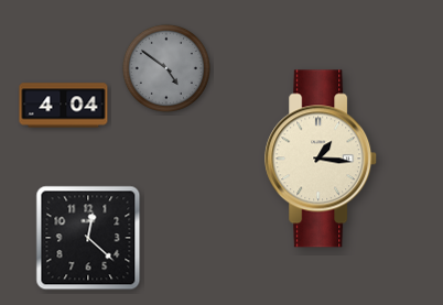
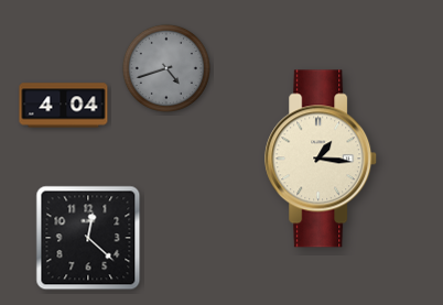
clock at (166, 68): 4:51 -> 4:42
